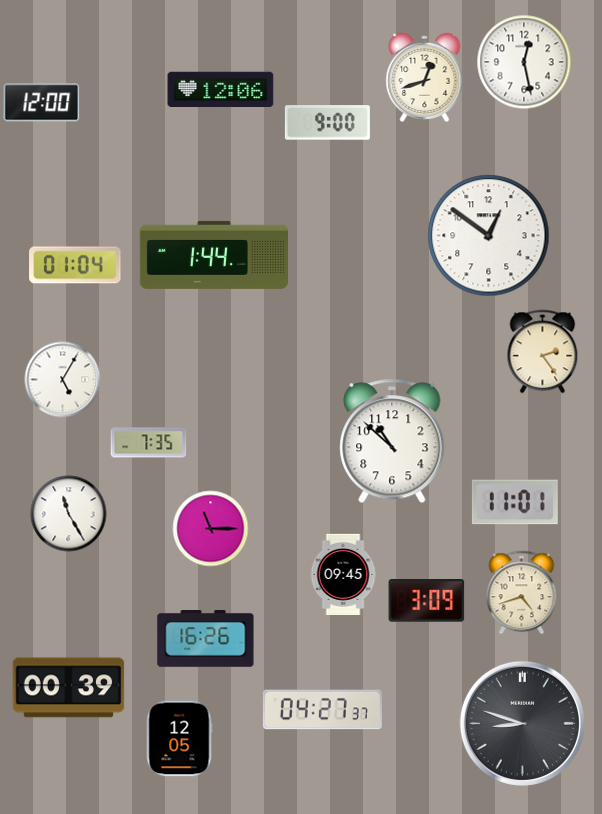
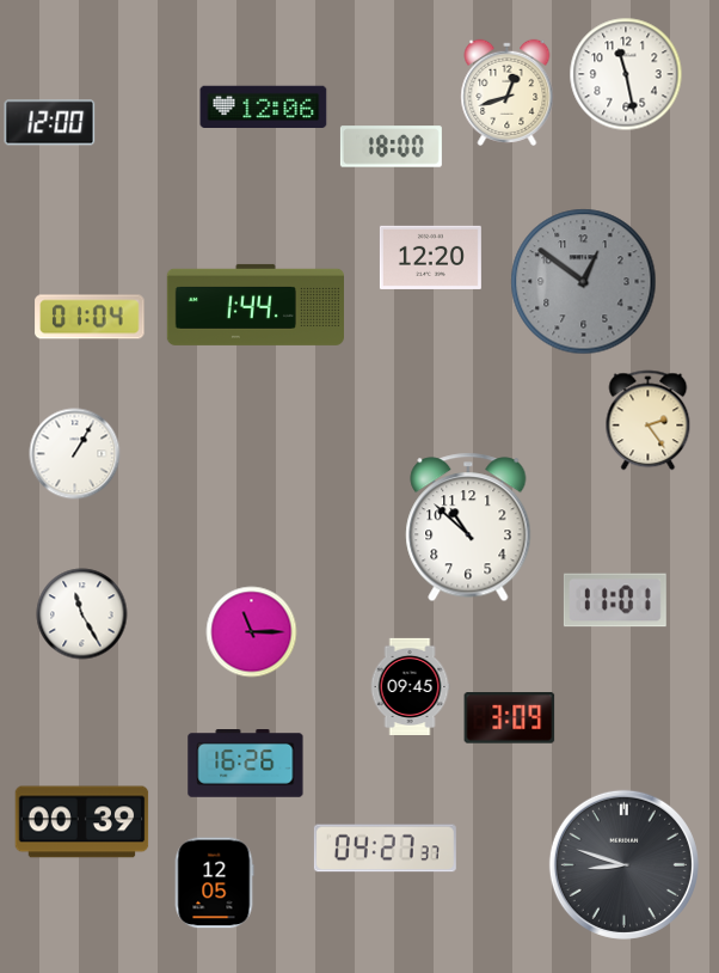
clock at (524, 62): 12:28 -> 11:28
clock at (327, 123): 9:00 -> 18:00
clock at (430, 257): none -> 12:20
clock at (489, 236) dial: white -> grey
clock at (63, 380): 5:05 -> 1:05
clock at (149, 443): 7:35 -> none
clock at (522, 593): 4:42 -> none
